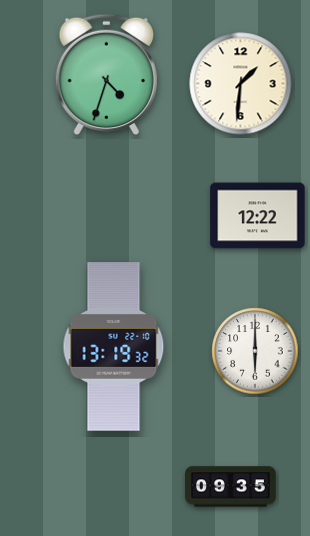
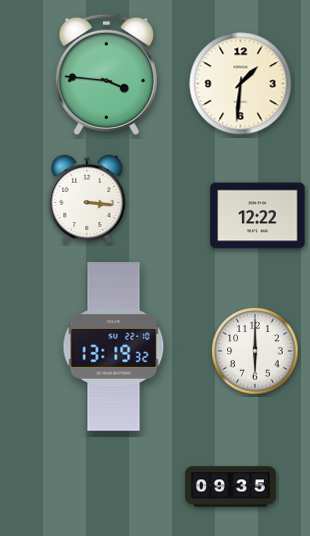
clock at (106, 75): 4:33 -> 3:46
clock at (87, 198): none -> 3:16
